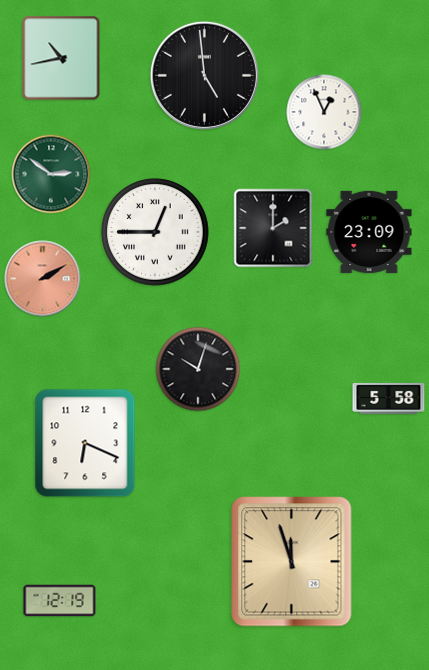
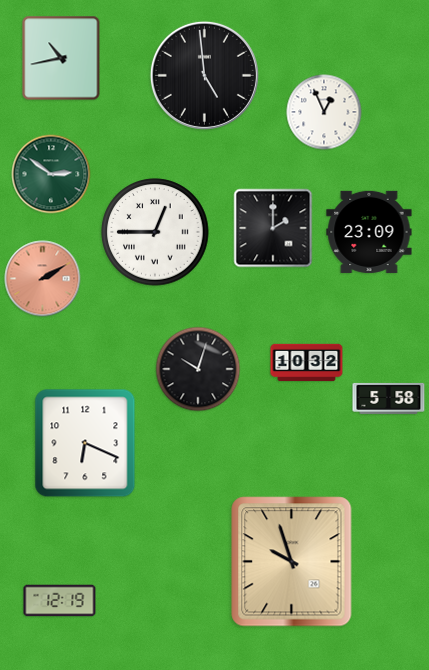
clock at (307, 363): none -> 10:32
clock at (292, 562): 11:57 -> 9:57
